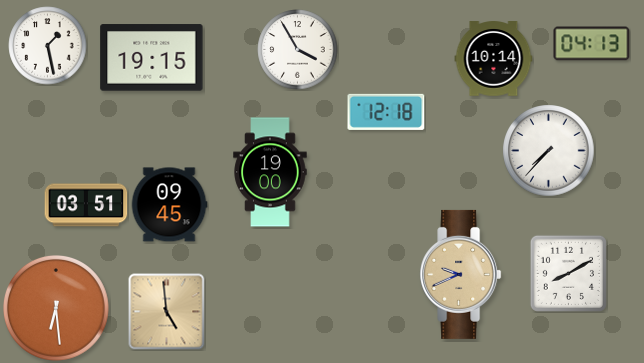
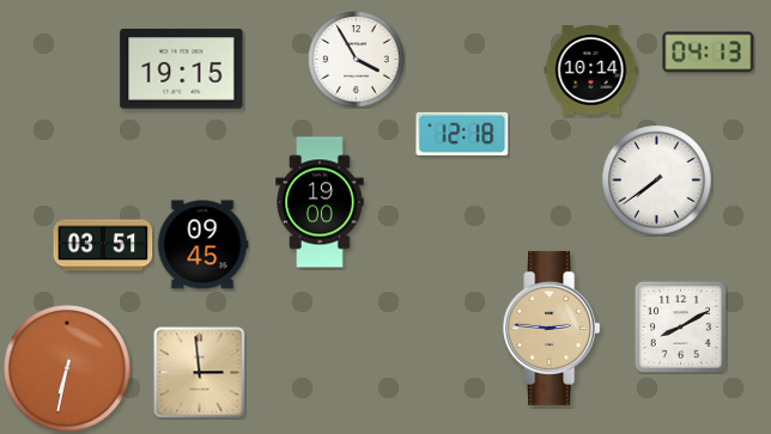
clock at (48, 46): 1:28 -> none
clock at (549, 151): 7:37 -> 7:39
clock at (270, 172) position: (270, 172) -> (320, 202)
clock at (461, 274): 9:41 -> 2:46
clock at (57, 309): 6:29 -> 6:32
clock at (167, 312): 4:59 -> 2:59
